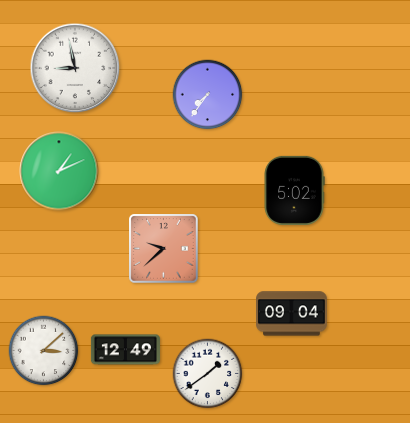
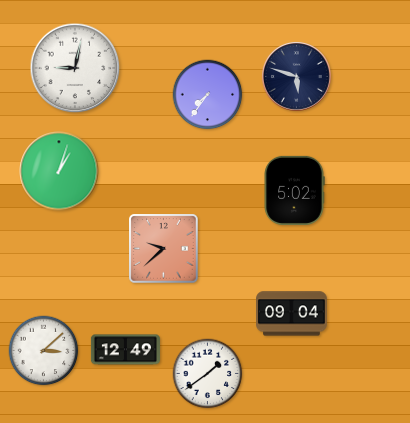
clock at (75, 68): 8:58 -> 9:02
clock at (296, 76): none -> 5:48
clock at (59, 171): 1:11 -> 1:03
